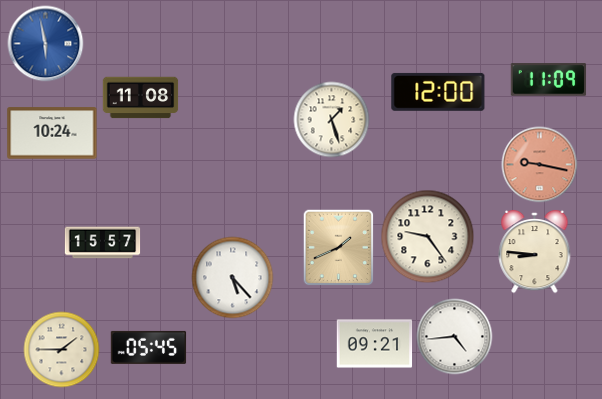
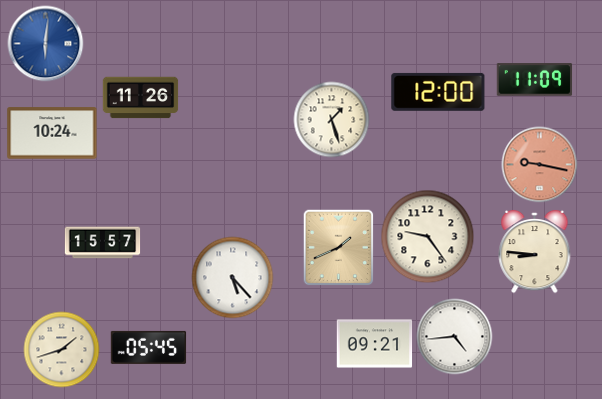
clock at (46, 44): 5:58 -> 6:01
clock at (549, 80) position: (549, 80) -> (535, 80)
clock at (141, 98): 11:08 -> 11:26
clock at (62, 350): 1:45 -> 1:42
